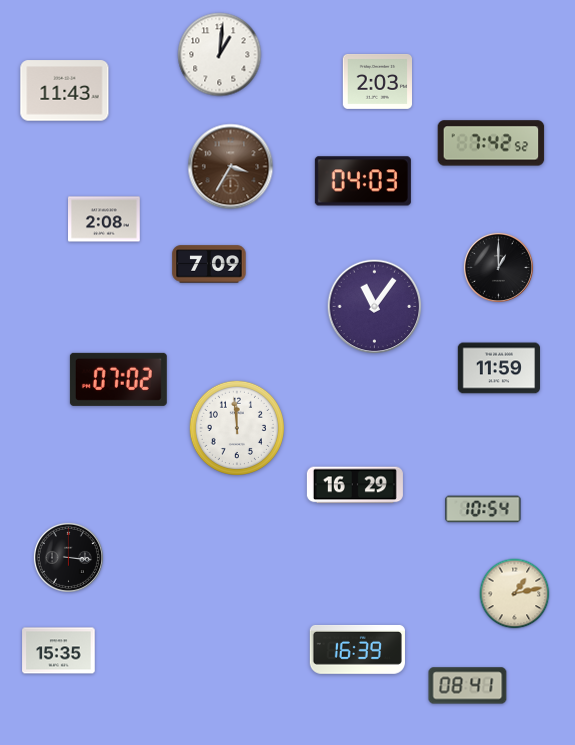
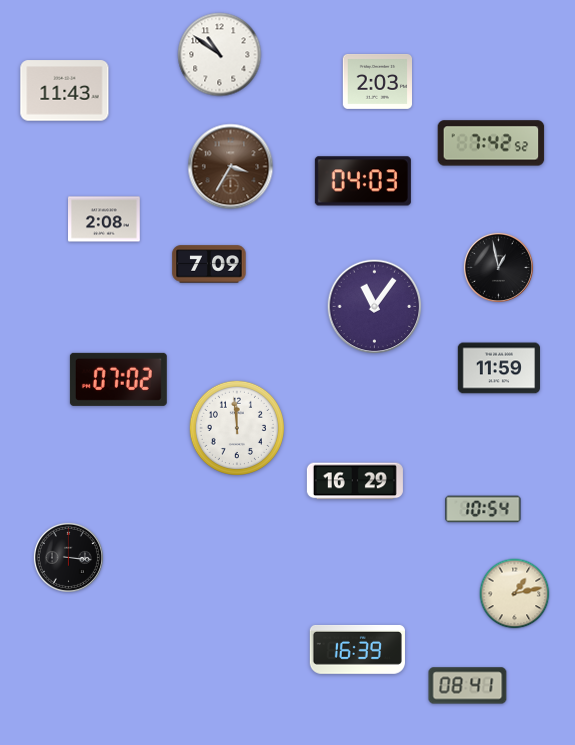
clock at (220, 55): 1:01 -> 10:51
clock at (498, 267): 1:00 -> 12:58
clock at (355, 485) position: (355, 485) -> (355, 481)
clock at (59, 651): 15:35 -> none
